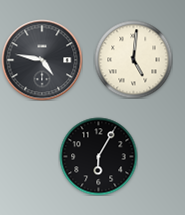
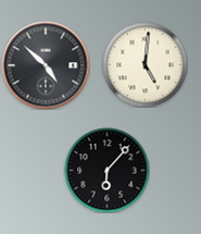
clock at (42, 60): 4:47 -> 4:52
clock at (98, 156): 6:05 -> 6:07
